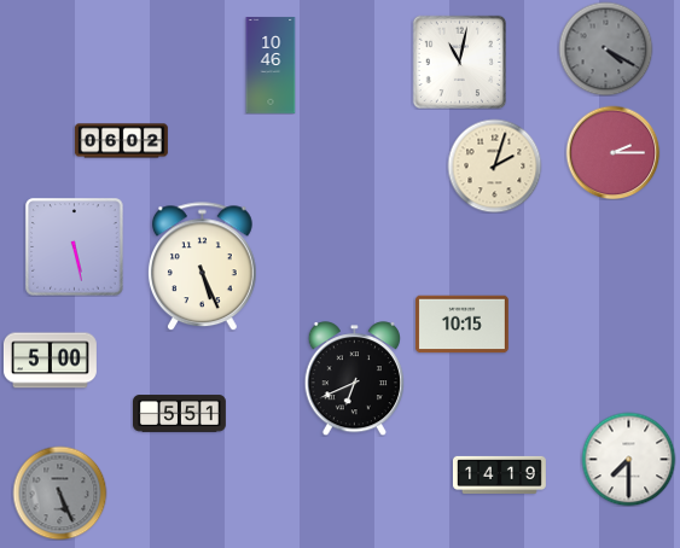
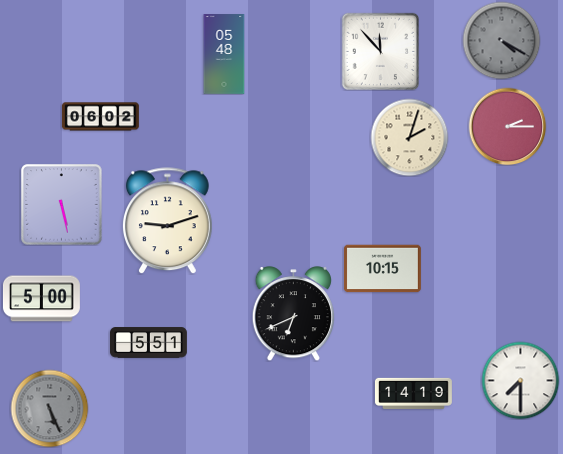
clock at (459, 62): 11:02 -> 11:53
clock at (271, 65): 10:46 -> 05:48
clock at (203, 267): 5:26 -> 9:12
